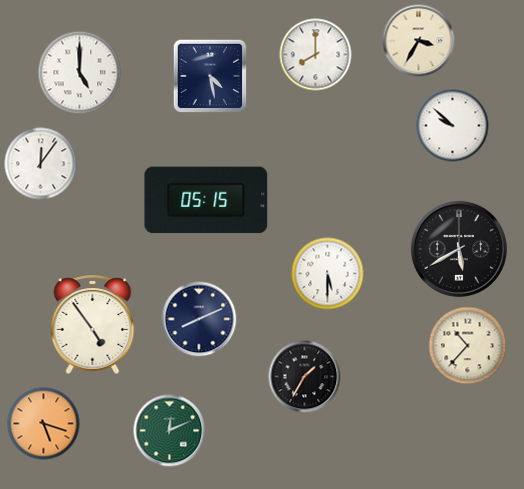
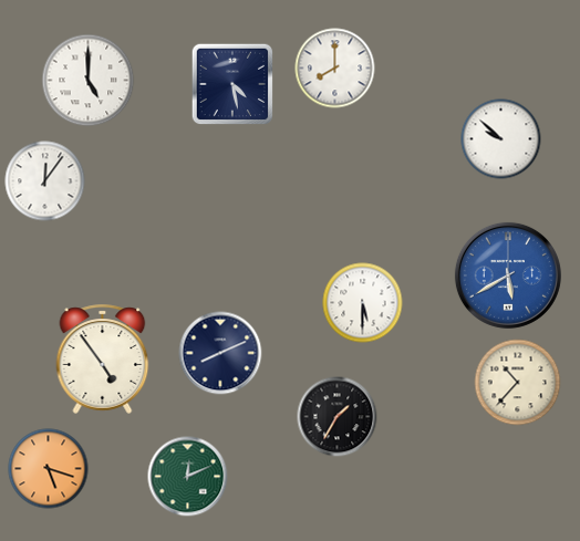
clock at (419, 41): 3:35 -> none
clock at (316, 55) position: (316, 55) -> (335, 69)
clock at (206, 200): 05:15 -> none
clock at (459, 249) dial: black -> blue
